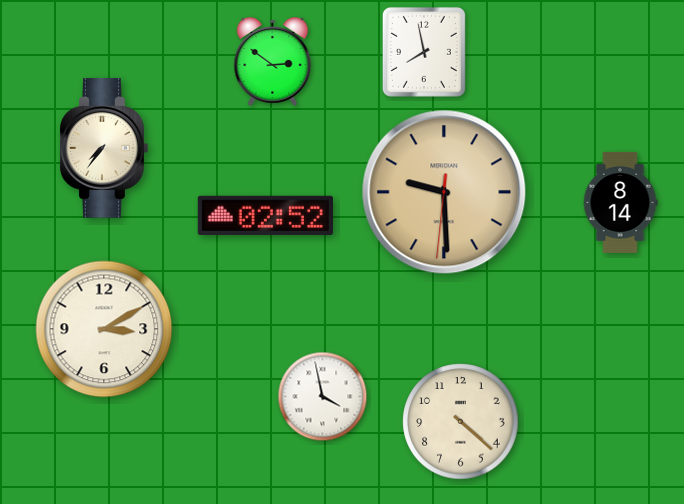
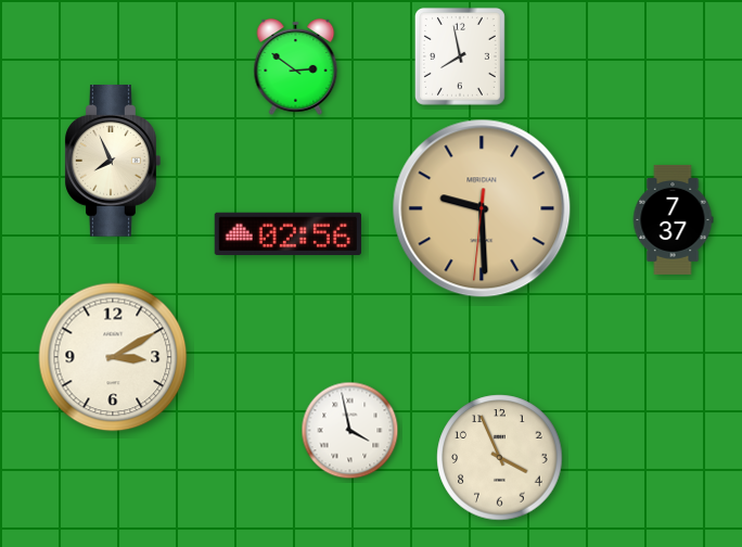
clock at (104, 149): 7:36 -> 7:56
clock at (620, 202): 8:14 -> 7:37
clock at (265, 215): 02:52 -> 02:56
clock at (461, 422): 4:22 -> 3:56
